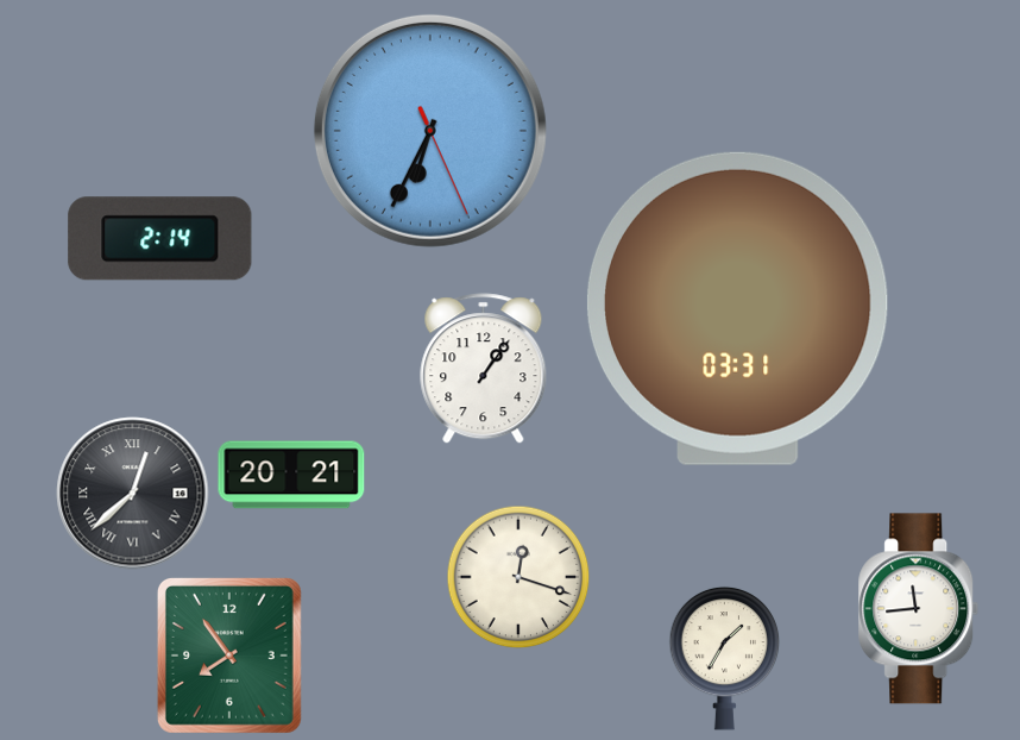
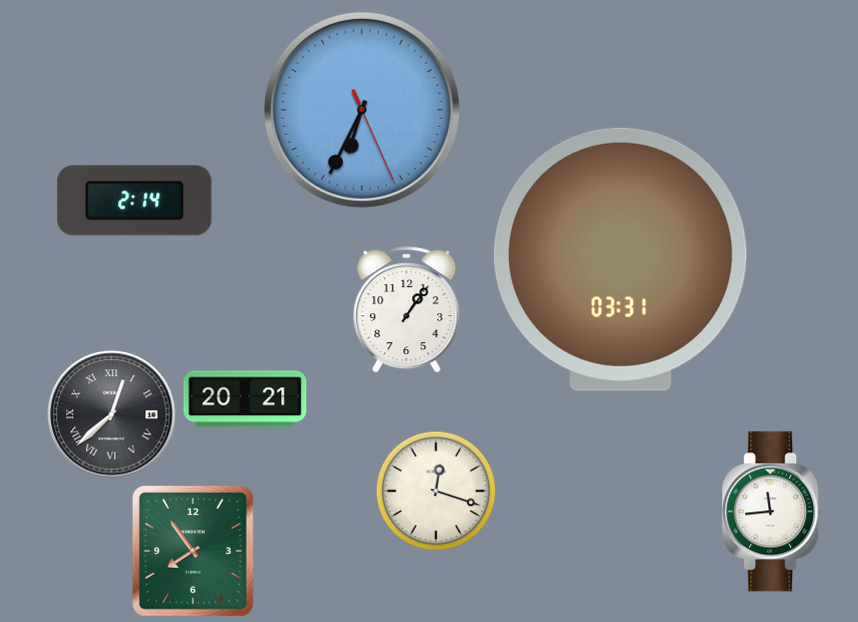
clock at (518, 577) position: (518, 577) -> (436, 491)
clock at (725, 658): 1:35 -> none
